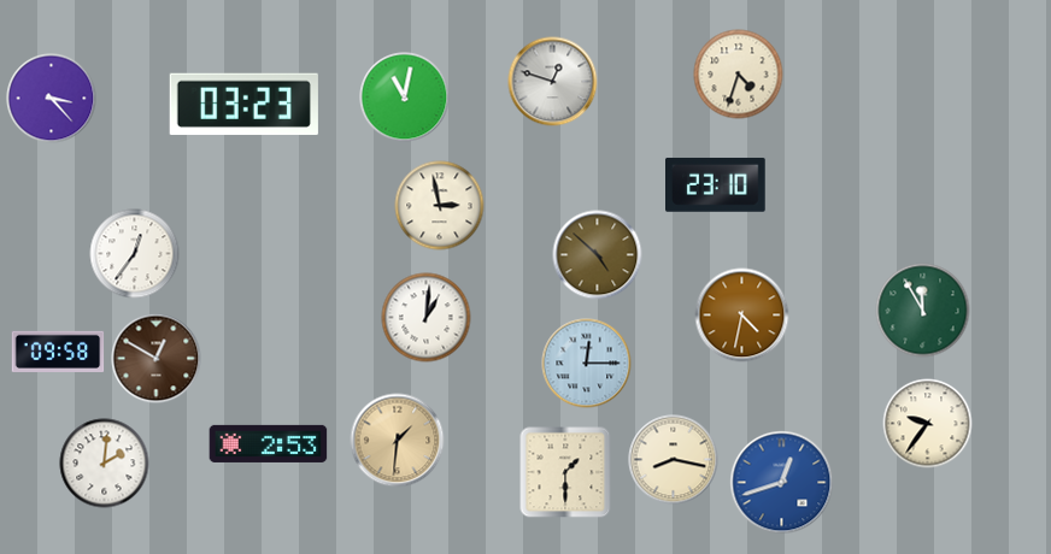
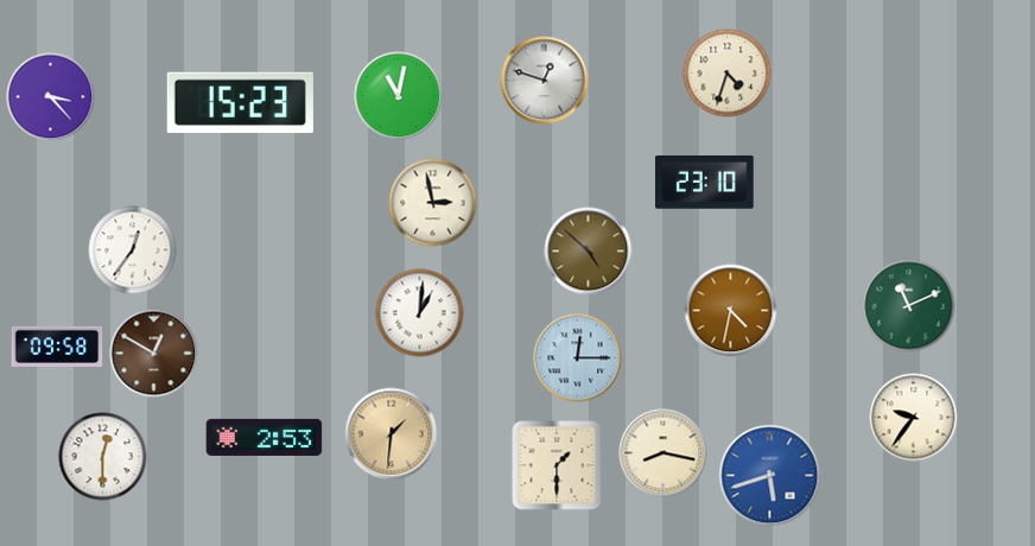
clock at (243, 104): 03:23 -> 15:23
clock at (923, 311): 11:55 -> 11:11
clock at (105, 464): 2:01 -> 12:30
clock at (782, 483): 12:42 -> 5:42
